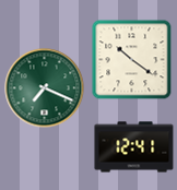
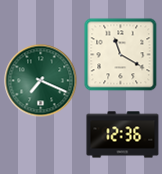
clock at (132, 60): 10:21 -> 11:20
clock at (134, 147): 12:41 -> 12:36
